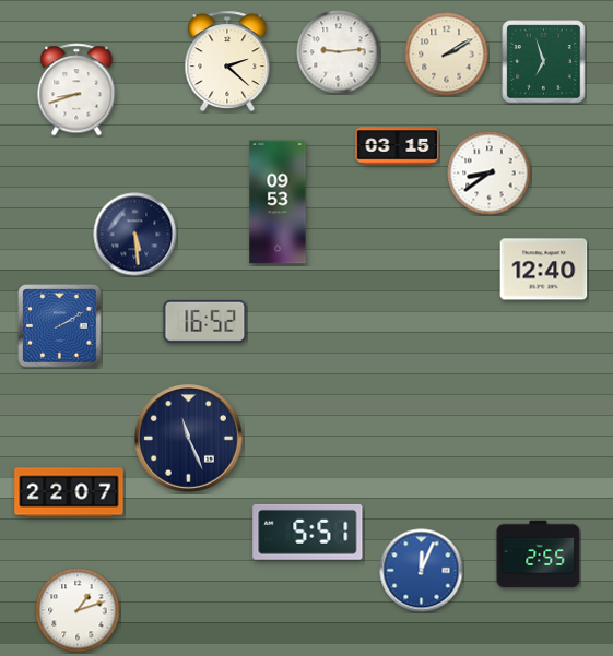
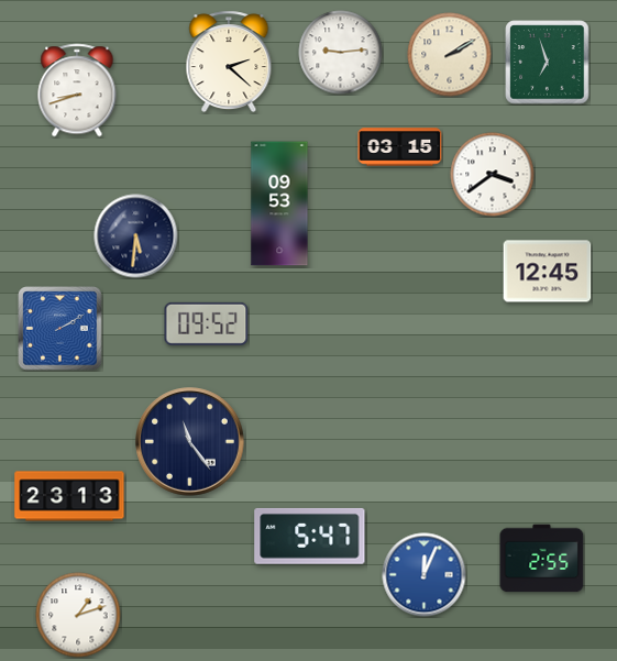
clock at (490, 174): 8:39 -> 3:39
clock at (135, 235): 5:29 -> 5:31
clock at (544, 270): 12:40 -> 12:45
clock at (205, 321): 16:52 -> 09:52
clock at (189, 439): 11:26 -> 11:24
clock at (69, 492): 22:07 -> 23:13
clock at (308, 532): 5:51 -> 5:47
